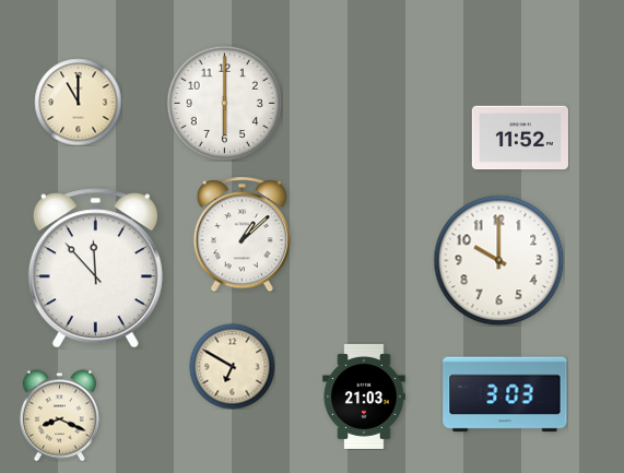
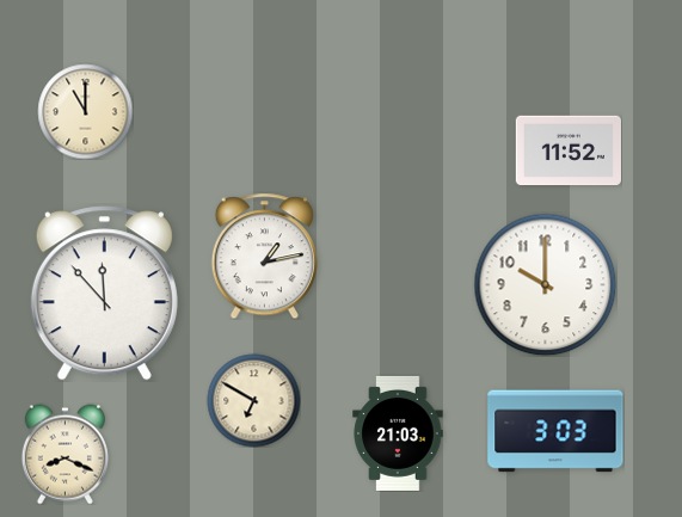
clock at (224, 103): 6:00 -> none
clock at (242, 234): 1:08 -> 1:13
clock at (505, 394) position: (505, 394) -> (555, 431)
